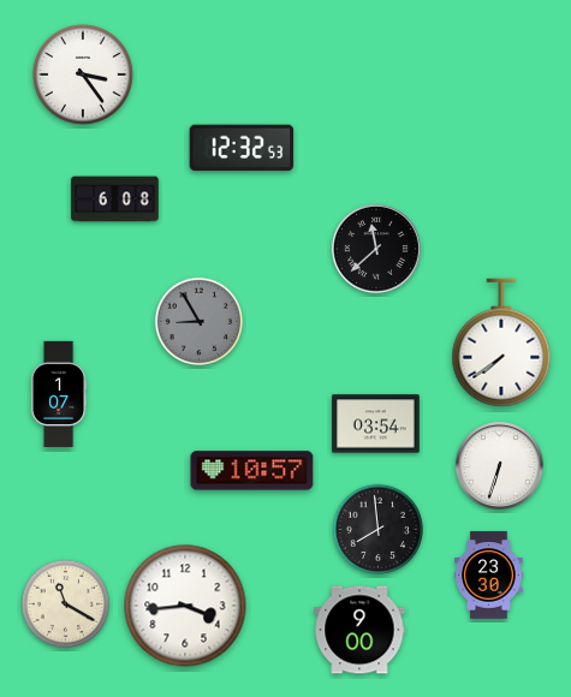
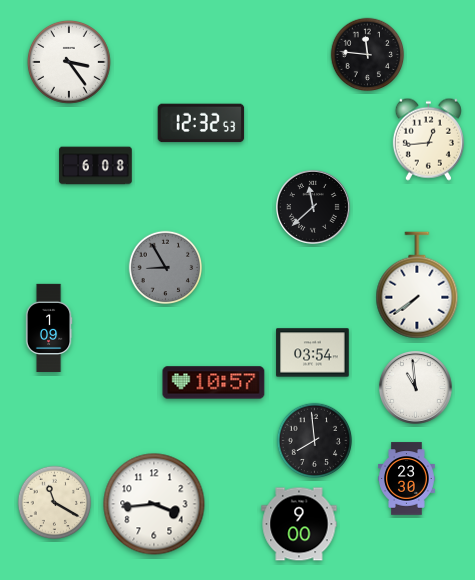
clock at (368, 55): none -> 11:46
clock at (428, 139): none -> 12:44
clock at (59, 393): 1:07 -> 1:09
clock at (499, 465): 6:33 -> 10:59
clock at (252, 471) position: (252, 471) -> (214, 383)
